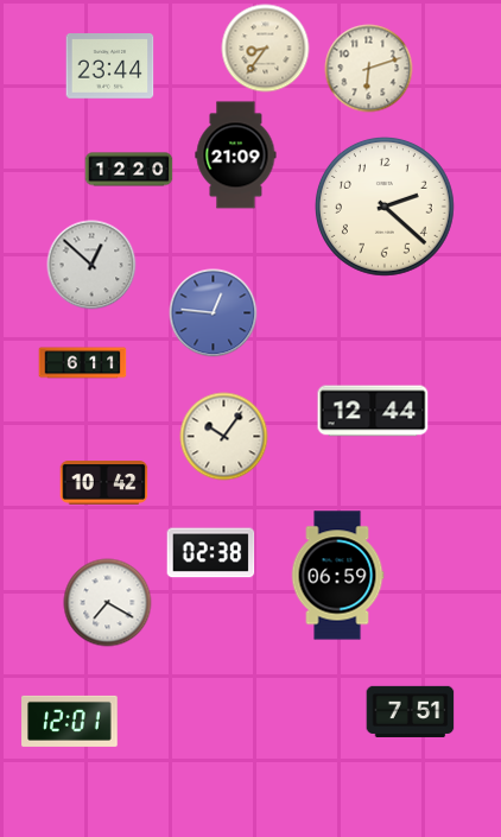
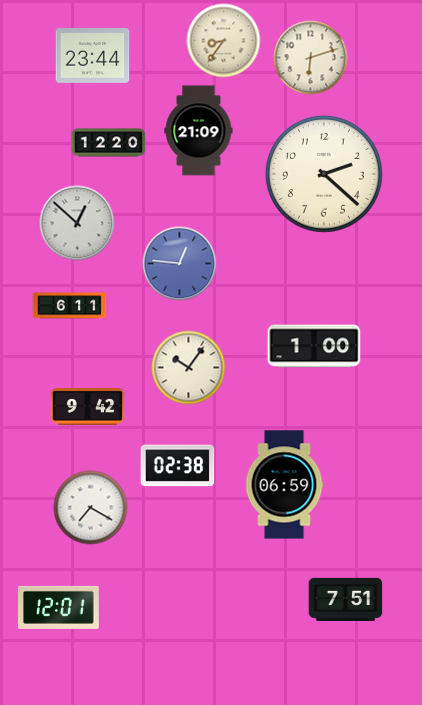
clock at (373, 411): 12:44 -> 1:00
clock at (104, 483): 10:42 -> 9:42
